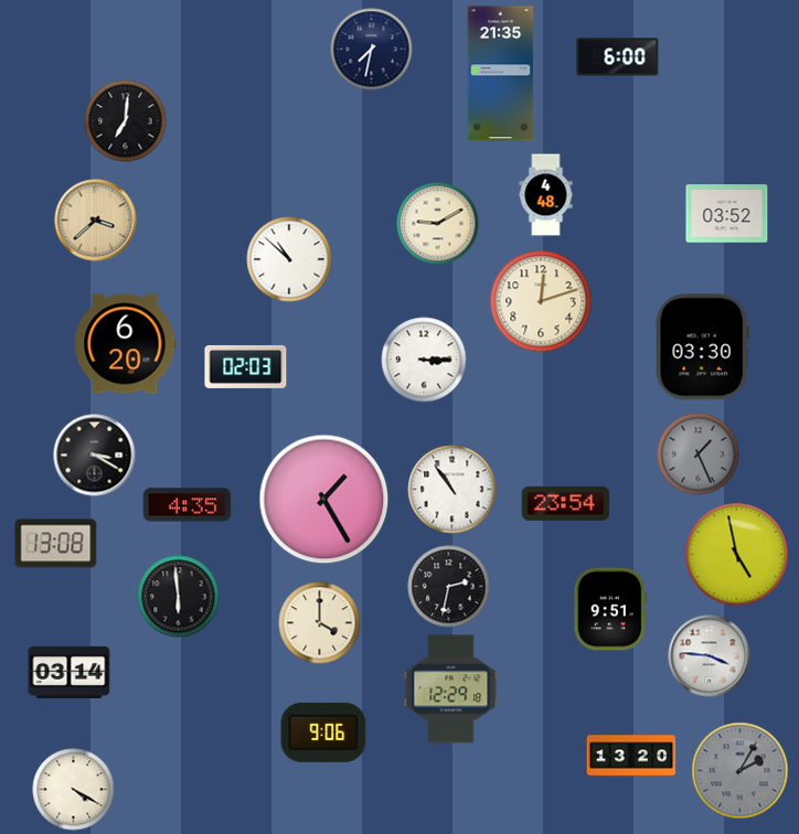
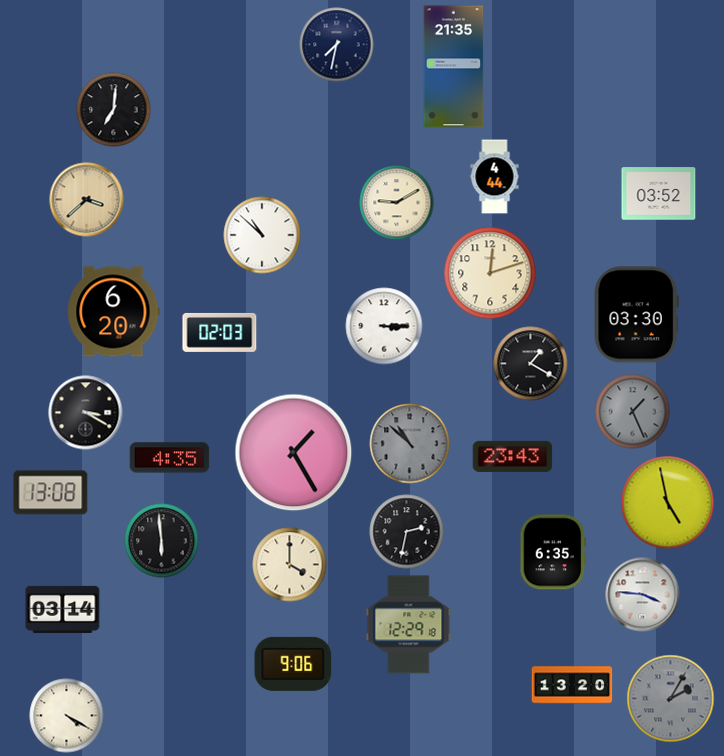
clock at (618, 57): 6:00 -> none
clock at (546, 195): 4:48 -> 4:44
clock at (246, 366) position: (246, 366) -> (220, 332)
clock at (531, 364): none -> 1:20
clock at (452, 490): 10:54 -> 10:52
clock at (452, 490) dial: white -> grey
clock at (566, 503): 23:54 -> 23:43
clock at (610, 609): 9:51 -> 6:35
